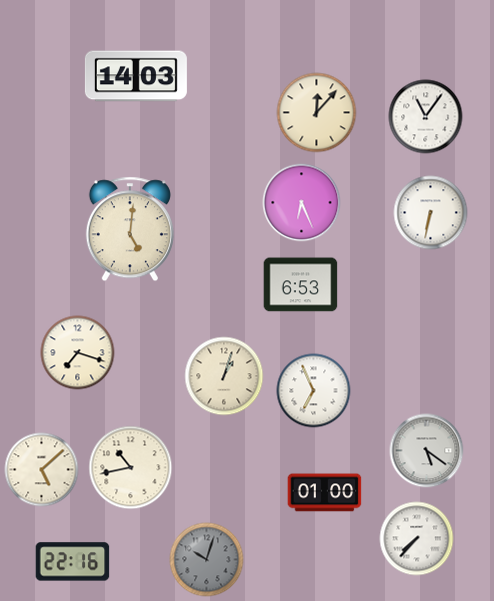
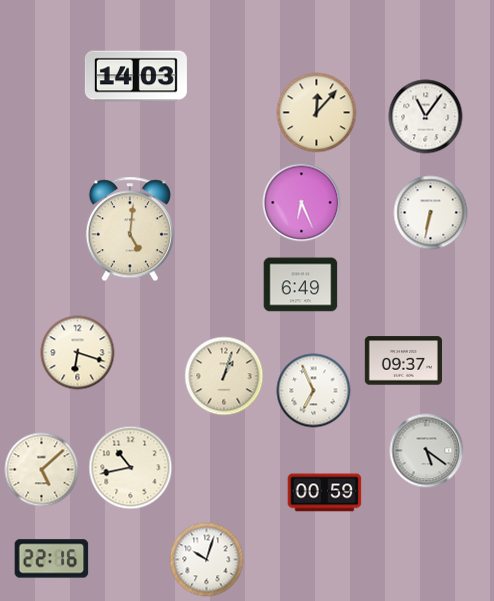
clock at (301, 285): 6:53 -> 6:49
clock at (78, 353): 7:18 -> 6:18
clock at (403, 361): none -> 09:37
clock at (325, 493): 01:00 -> 00:59
clock at (417, 539): 7:37 -> none
clock at (207, 560) dial: grey -> white
clock at (73, 562) position: (73, 562) -> (52, 559)
